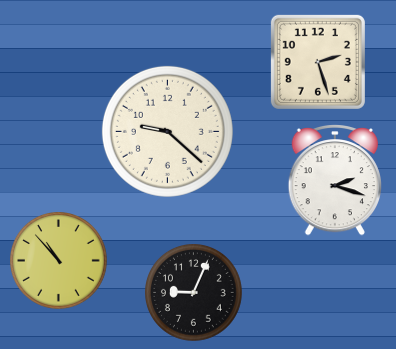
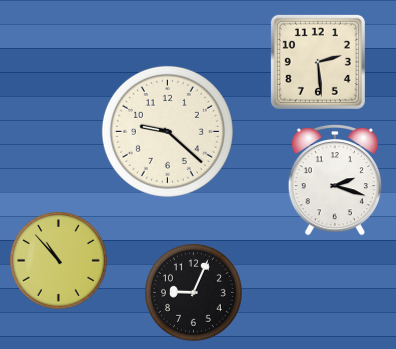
clock at (318, 62): 2:27 -> 2:29
